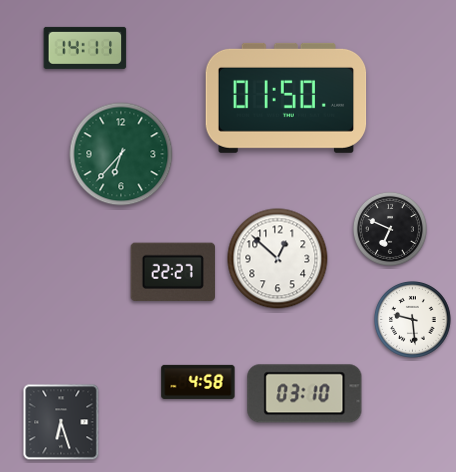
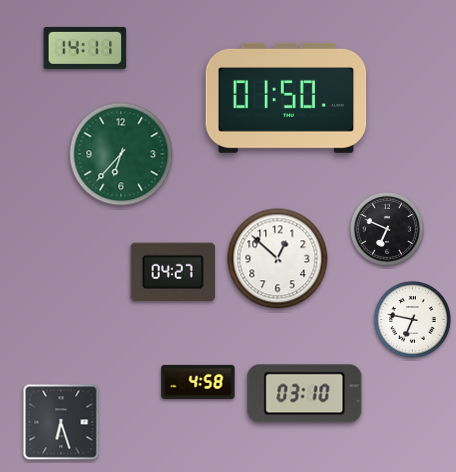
clock at (390, 229) position: (390, 229) -> (387, 229)
clock at (173, 271): 22:27 -> 04:27
clock at (413, 320): 9:29 -> 6:47
